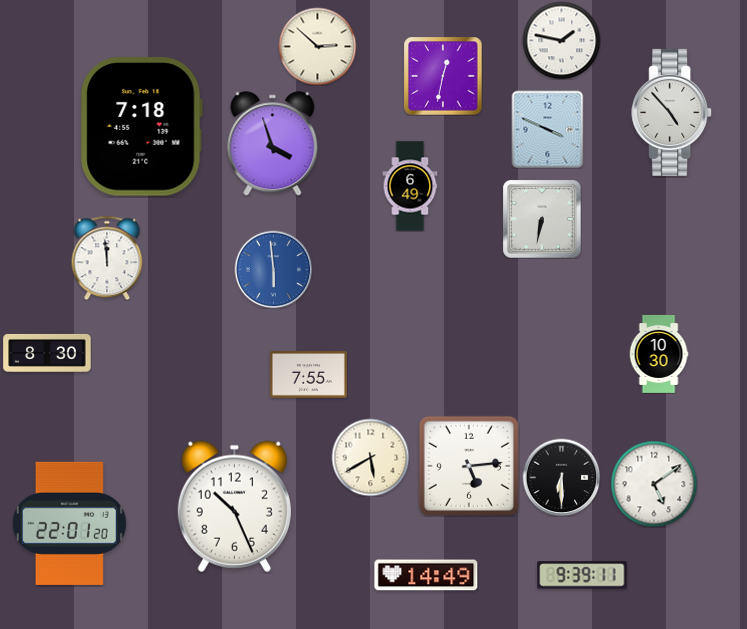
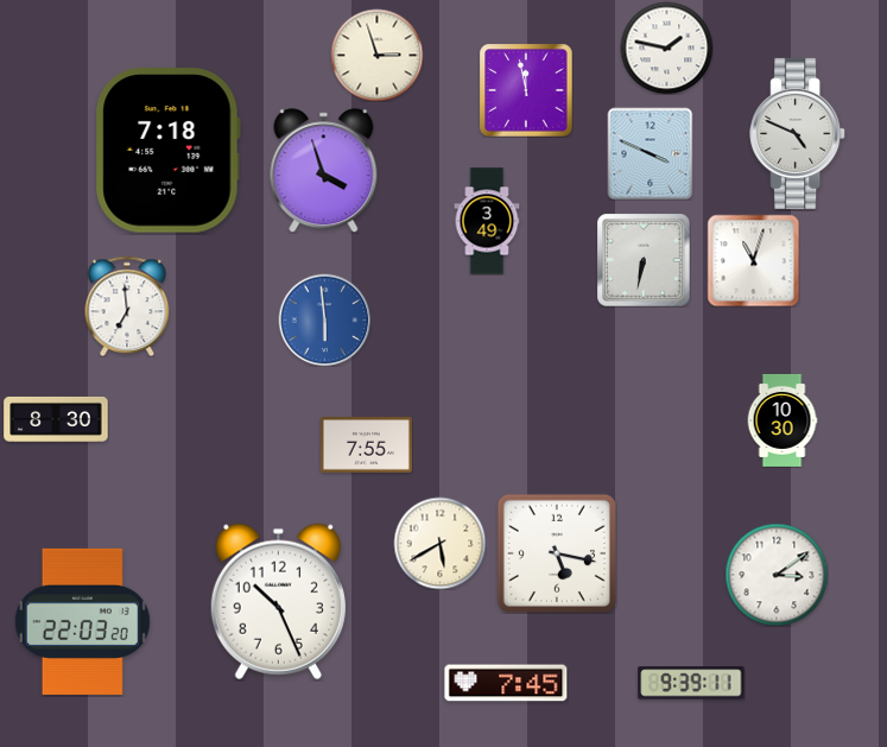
clock at (317, 46): 2:52 -> 2:57
clock at (443, 76): 12:32 -> 11:58
clock at (672, 112): 4:53 -> 4:49
clock at (410, 186): 6:49 -> 3:49
clock at (753, 260): none -> 11:03
clock at (107, 258): 11:59 -> 6:59
clock at (469, 466): 5:14 -> 5:17
clock at (561, 477): 6:30 -> none
clock at (654, 484): 5:09 -> 3:09
clock at (69, 523): 22:01 -> 22:03
clock at (426, 575): 14:49 -> 7:45
